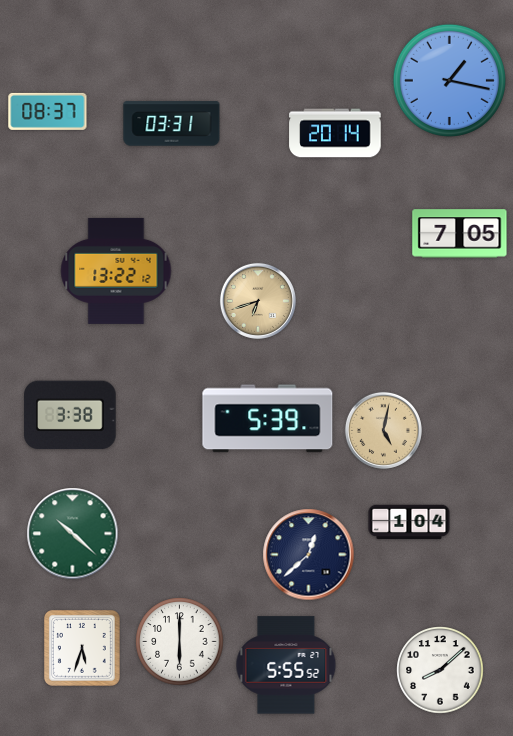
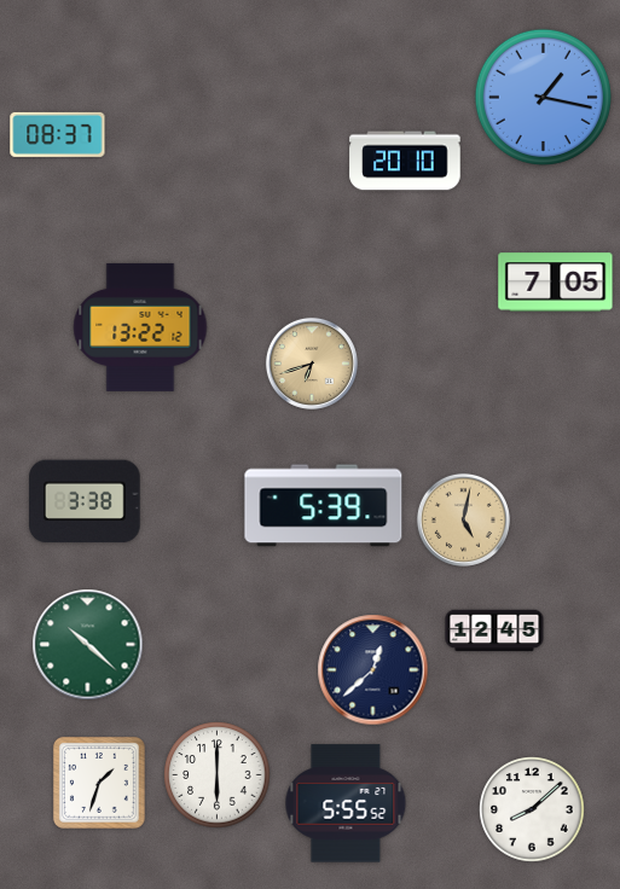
clock at (172, 124): 03:31 -> none
clock at (335, 133): 20:14 -> 20:10
clock at (409, 522): 1:04 -> 12:45
clock at (82, 648): 5:33 -> 1:33
